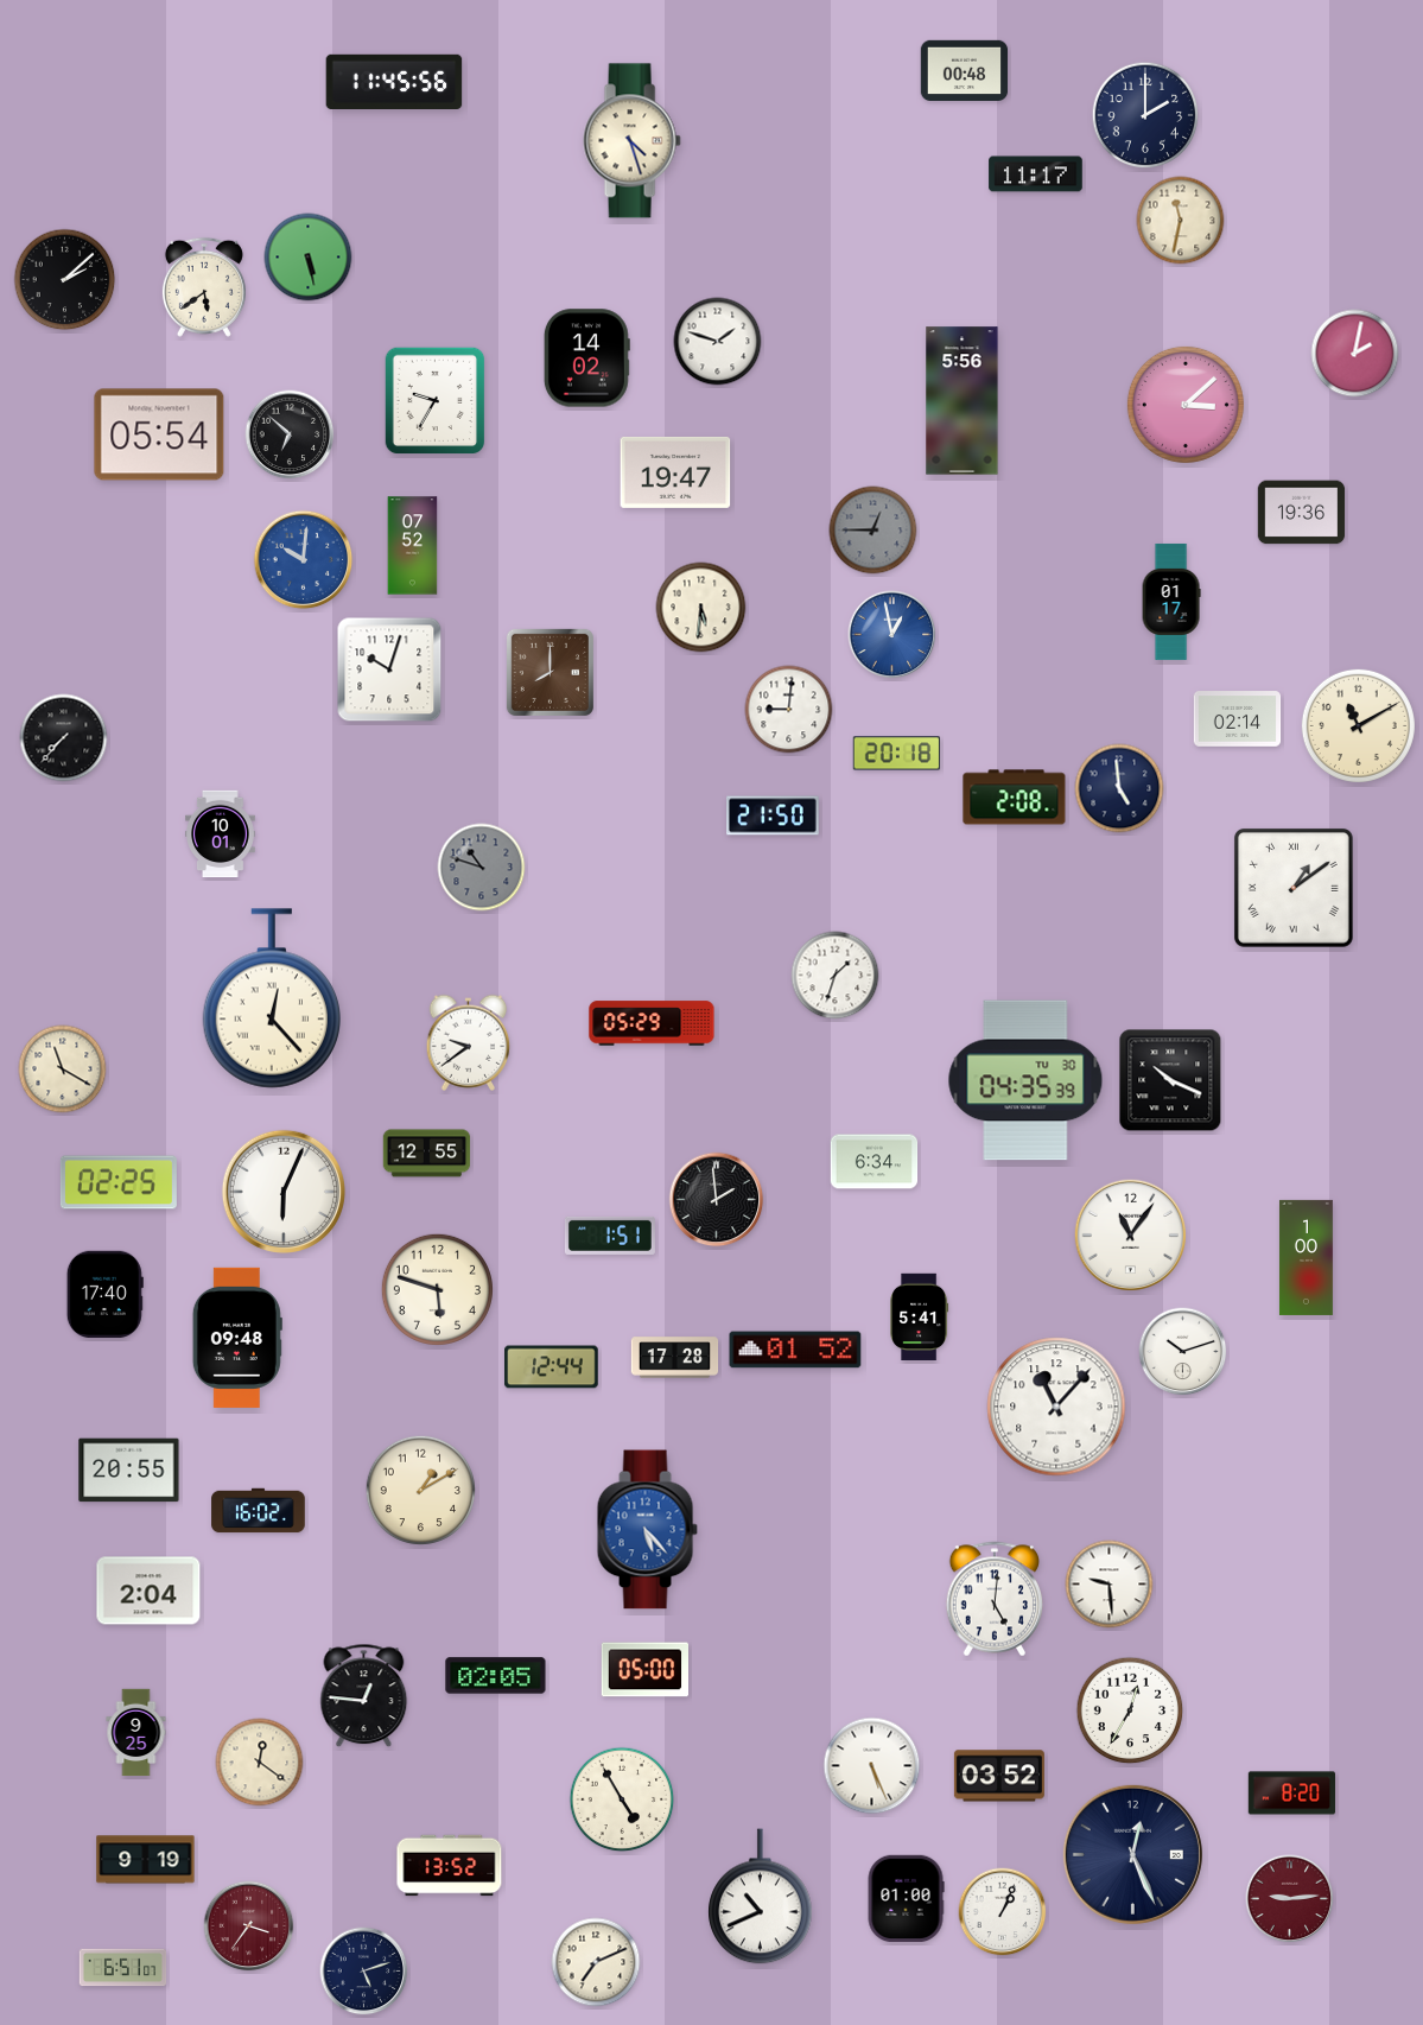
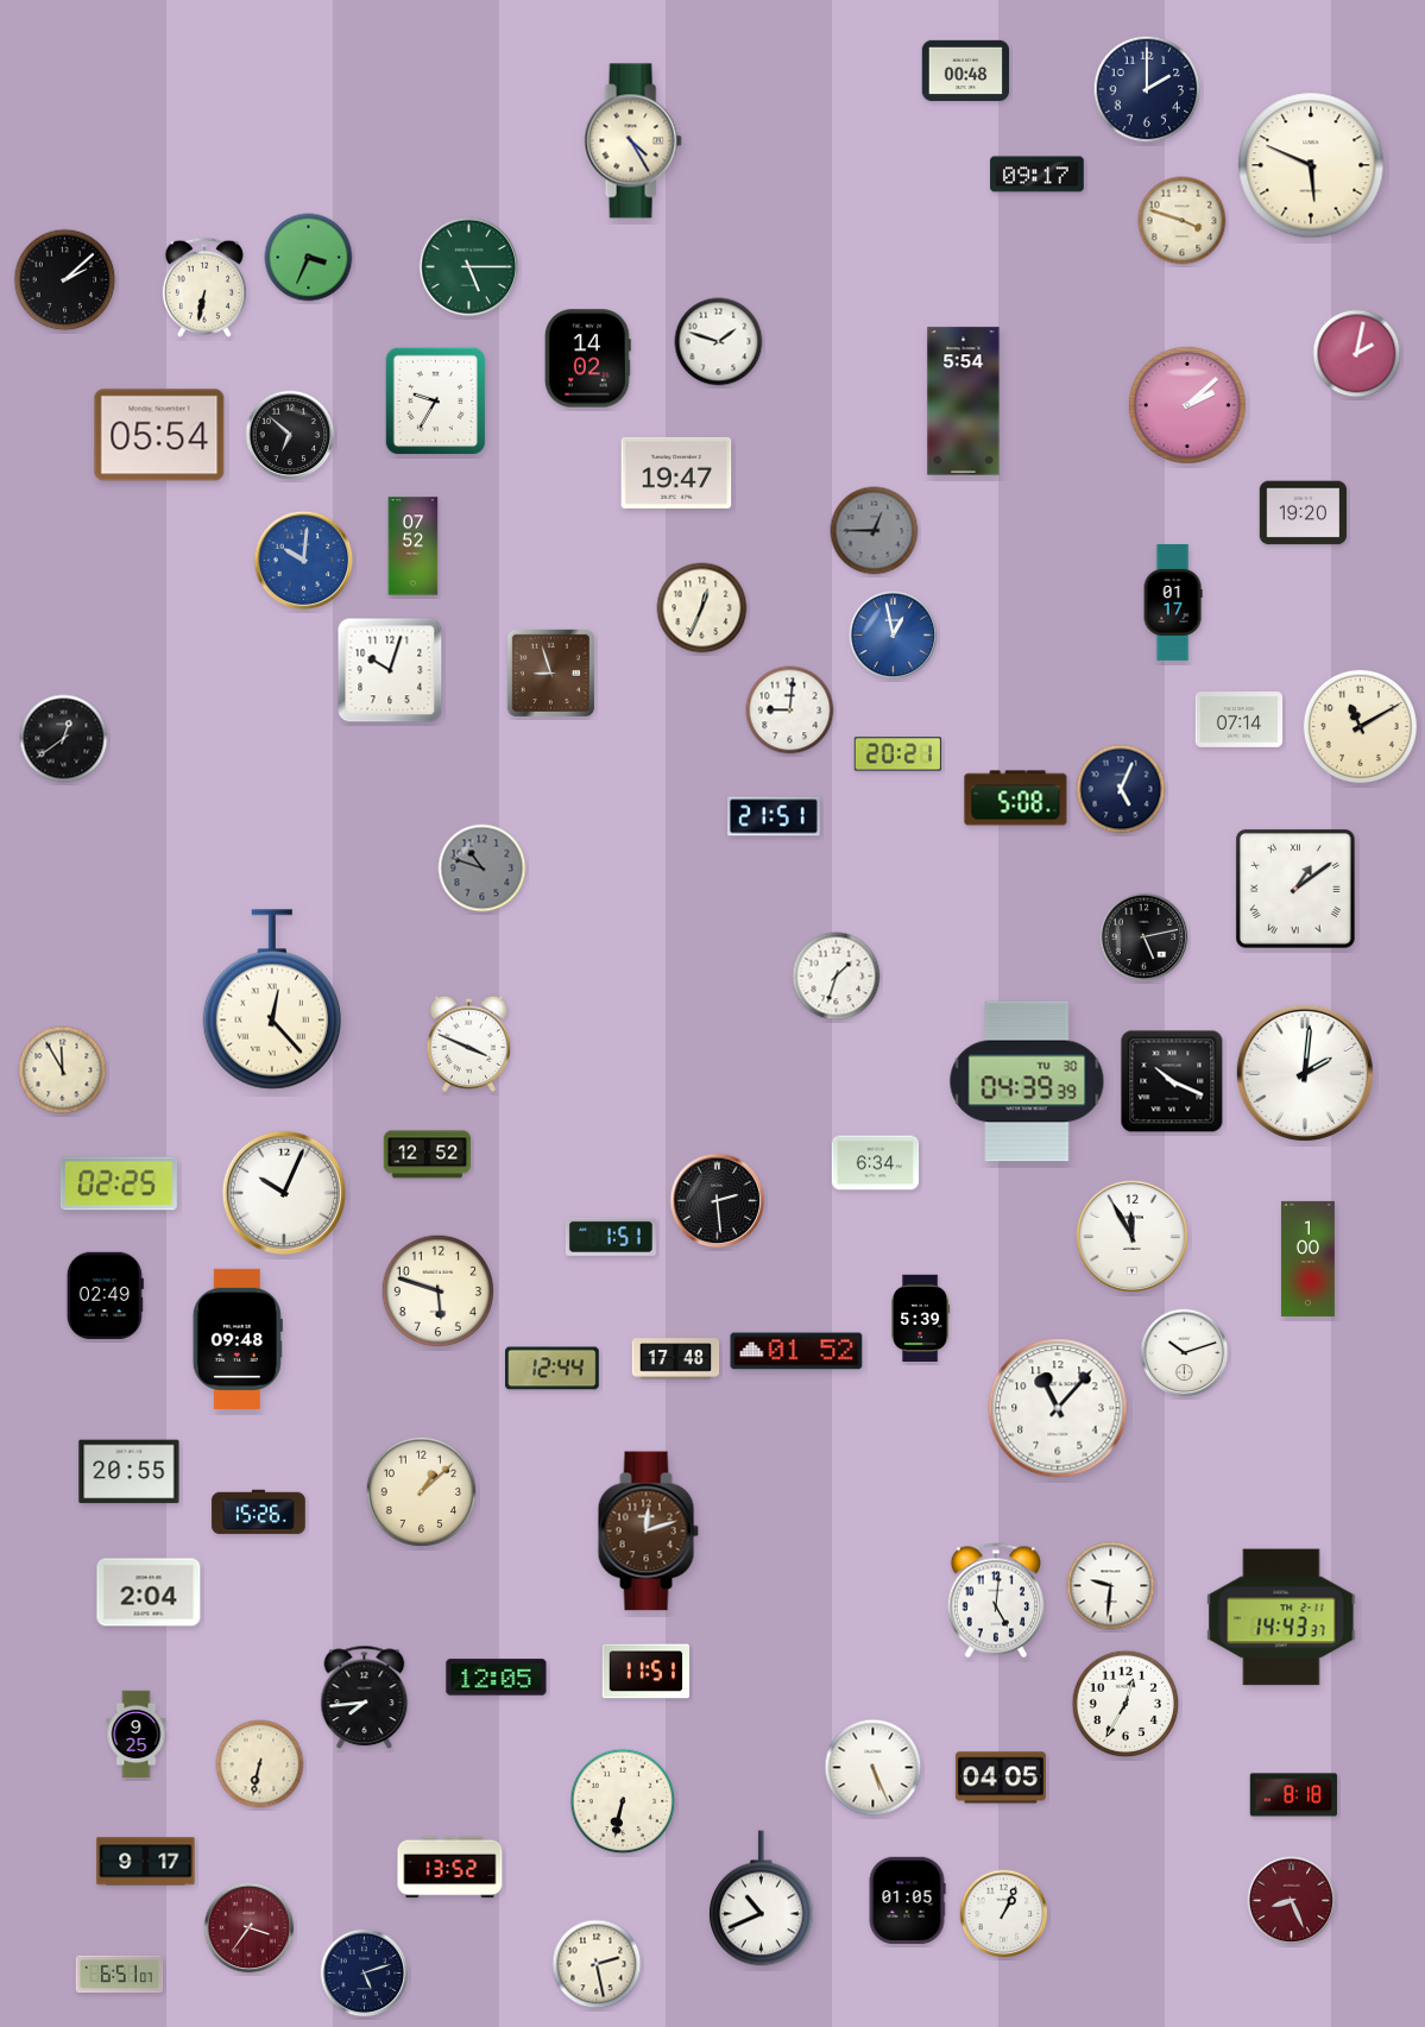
clock at (394, 81): 11:45 -> none
clock at (1145, 115) position: (1145, 115) -> (1147, 89)
clock at (631, 141): 4:27 -> 4:25
clock at (1311, 165): none -> 5:49
clock at (1036, 174): 11:17 -> 09:17
clock at (1181, 221): 11:32 -> 3:48
clock at (309, 258): 5:28 -> 3:34
clock at (469, 267): none -> 5:15
clock at (204, 287): 5:39 -> 6:32
clock at (963, 401): 5:56 -> 5:54
clock at (1186, 405): 3:08 -> 2:08
clock at (1302, 513): 19:36 -> 19:20
clock at (701, 608): 5:31 -> 12:34
clock at (549, 672): 8:00 -> 8:57
clock at (1238, 719): 02:14 -> 07:14
clock at (64, 738): 7:37 -> 12:39
clock at (897, 754): 20:18 -> 20:21
clock at (1119, 788): 4:59 -> 5:04
clock at (1015, 798): 2:08 -> 5:08
clock at (774, 815): 21:50 -> 21:51
clock at (221, 834): 10:01 -> none
clock at (1145, 937): none -> 5:13
clock at (652, 1023): 05:29 -> none
clock at (469, 1042): 9:39 -> 3:49
clock at (63, 1069): 11:20 -> 11:55
clock at (1305, 1073): none -> 2:01
clock at (1025, 1080): 04:35 -> 04:39
clock at (427, 1154): 12:55 -> 12:52
clock at (284, 1192): 6:04 -> 10:04
clock at (717, 1200): 1:59 -> 2:29
clock at (1131, 1236): 11:06 -> 11:55
clock at (104, 1294): 17:40 -> 02:49
clock at (920, 1318): 5:41 -> 5:39
clock at (675, 1358): 17:28 -> 17:48
clock at (421, 1491): 1:10 -> 1:08
clock at (259, 1511): 16:02 -> 15:26
clock at (647, 1530): 5:23 -> 12:12
clock at (647, 1530) dial: blue -> brown
clock at (1110, 1585): 9:29 -> 9:31
clock at (1281, 1617): none -> 14:43
clock at (646, 1670): 05:00 -> 11:51
clock at (496, 1676): 02:05 -> 12:05
clock at (364, 1696): 12:46 -> 7:44
clock at (1130, 1710) position: (1130, 1710) -> (1126, 1704)
clock at (260, 1763): 12:21 -> 6:32
clock at (999, 1776): 03:52 -> 04:05
clock at (1292, 1794): 8:20 -> 8:18
clock at (622, 1799): 4:55 -> 6:32
clock at (1132, 1854): 12:26 -> none
clock at (146, 1860): 9:19 -> 9:17
clock at (906, 1899): 01:00 -> 01:05
clock at (1290, 1899): 9:14 -> 8:26
clock at (596, 1962): 7:11 -> 2:28
clock at (123, 1968) position: (123, 1968) -> (120, 1975)
